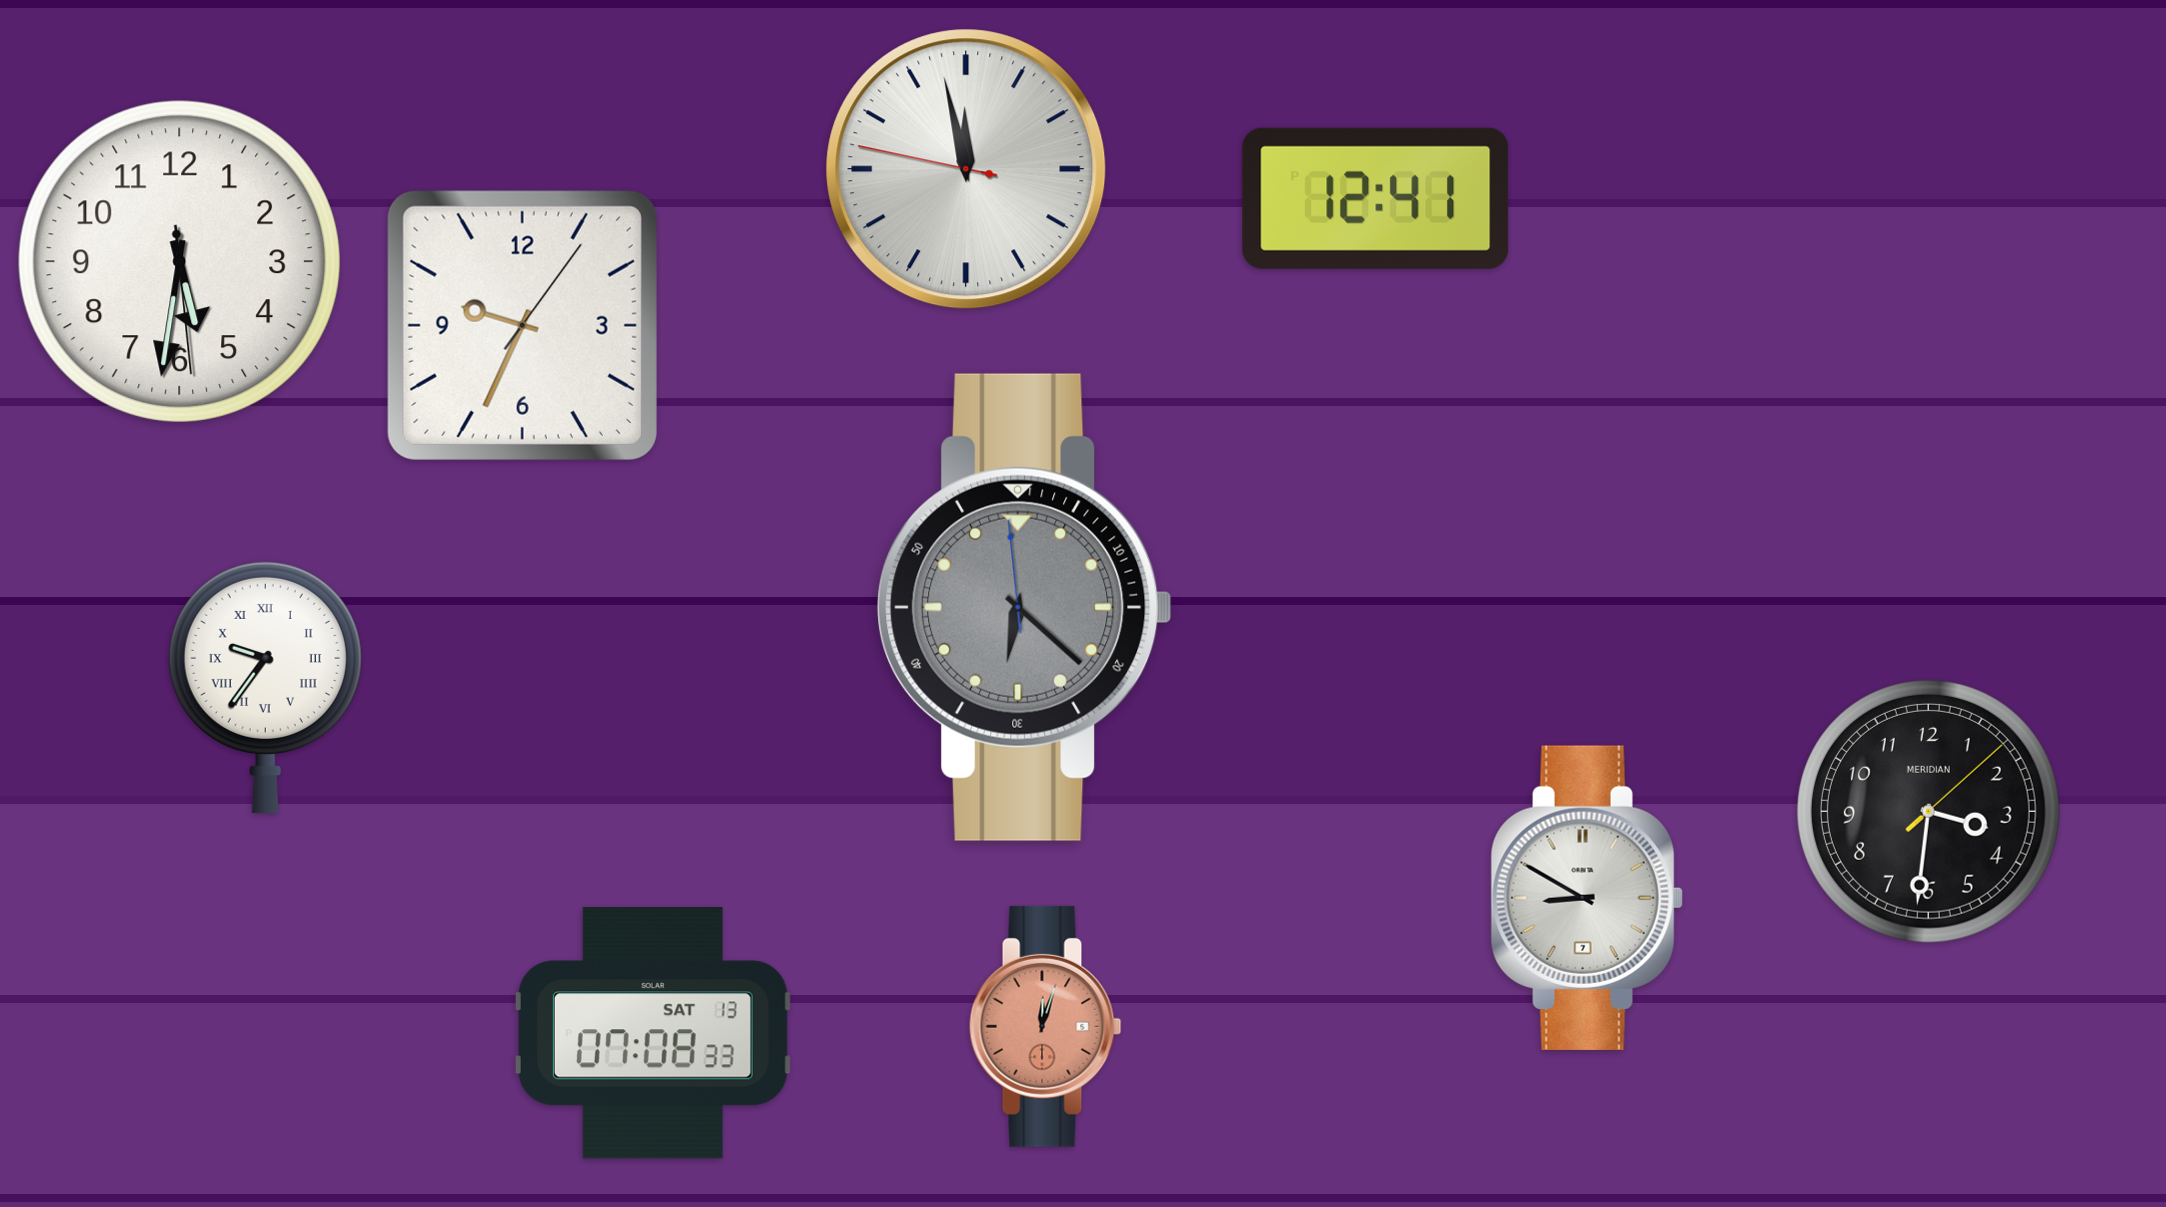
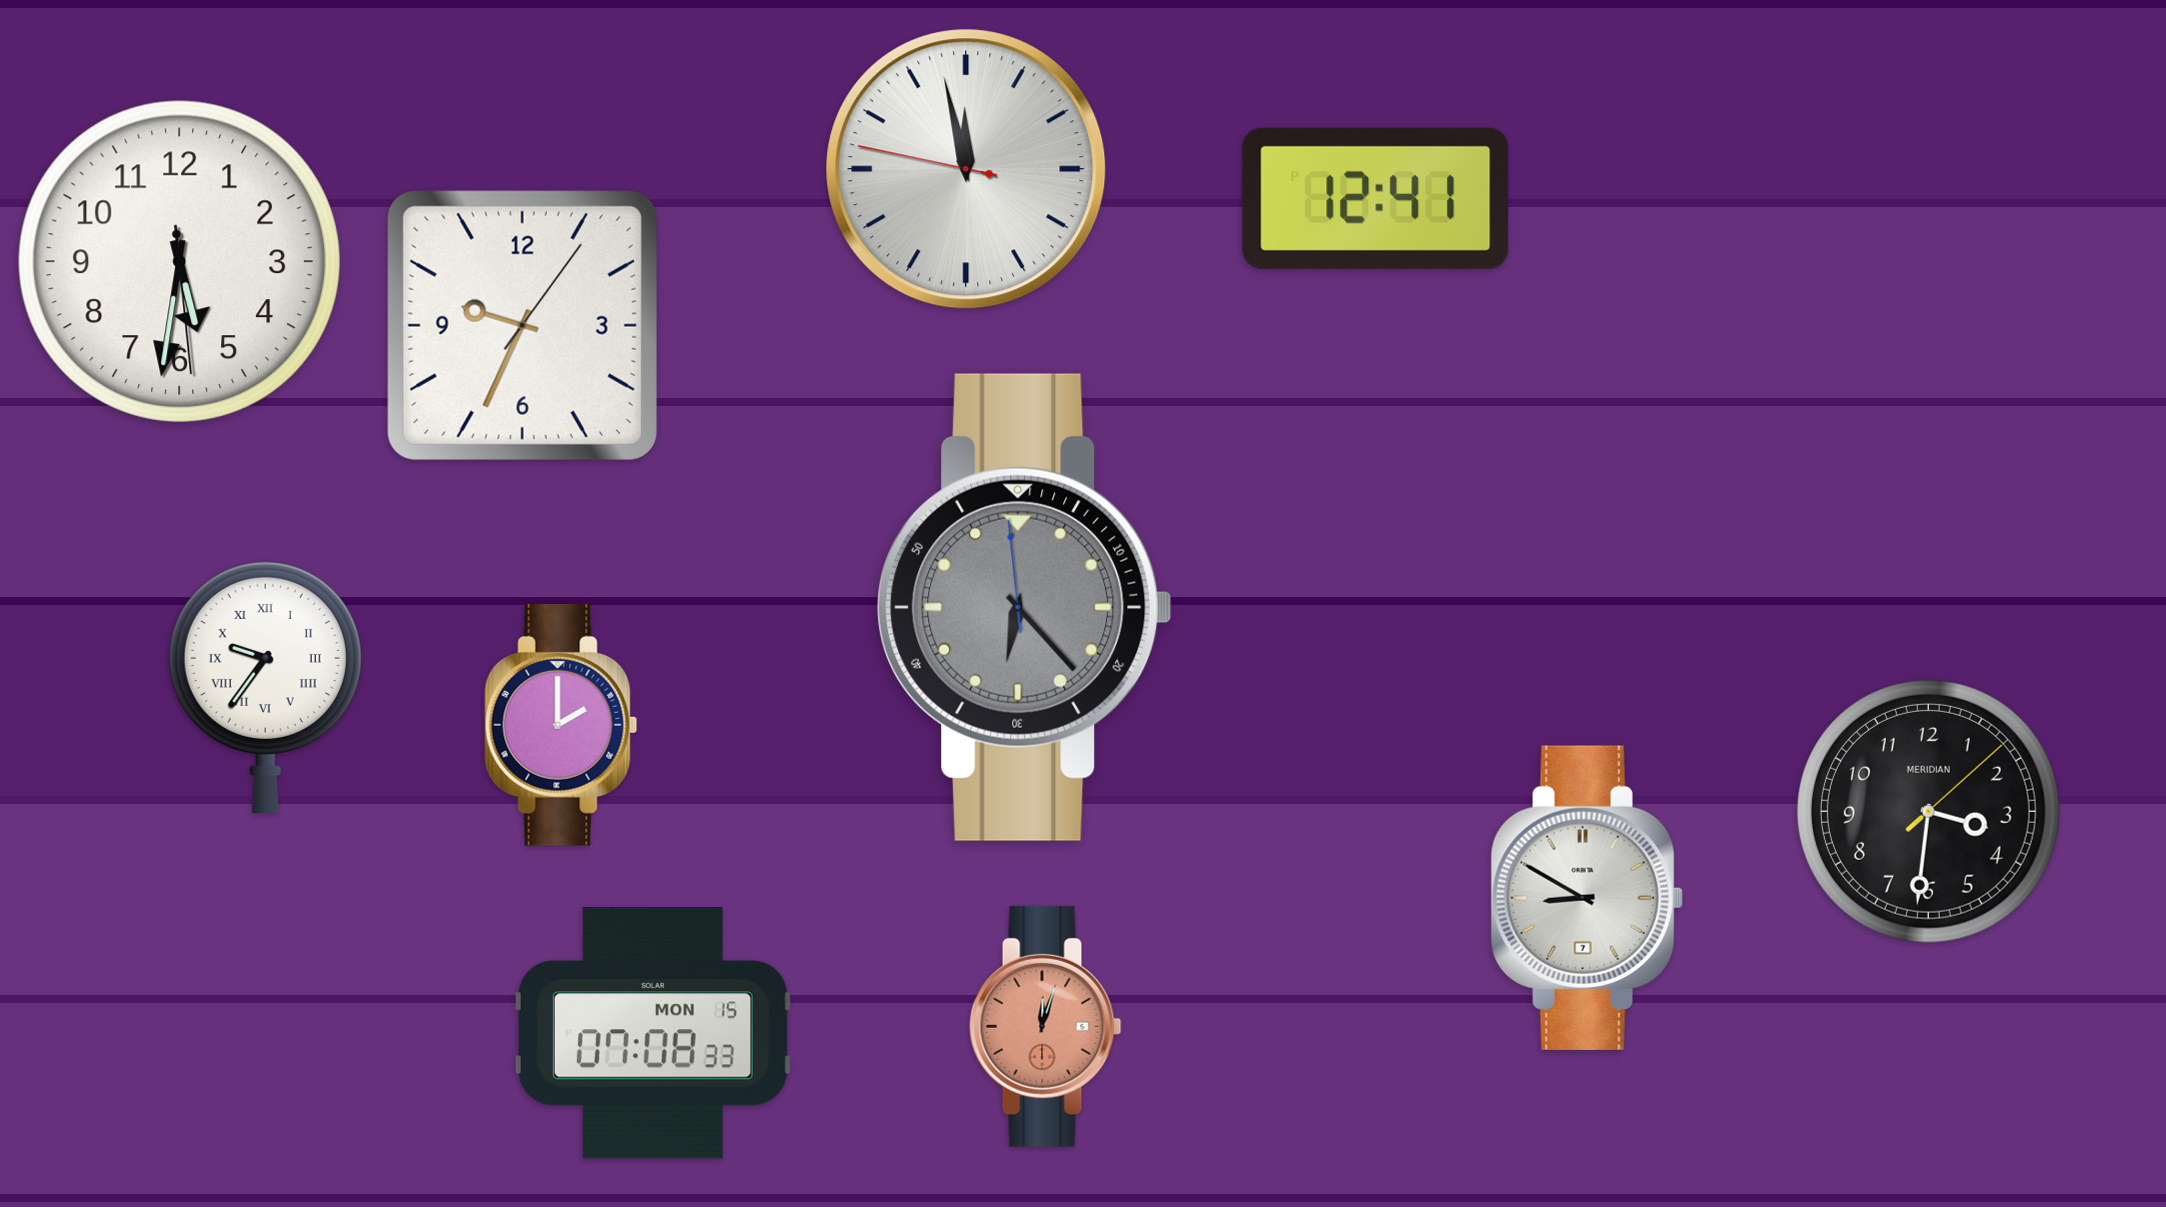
clock at (1025, 607): 6:21 -> 6:22
clock at (561, 725): none -> 2:00
clock at (653, 1033) date: SAT 13 -> MON 15
